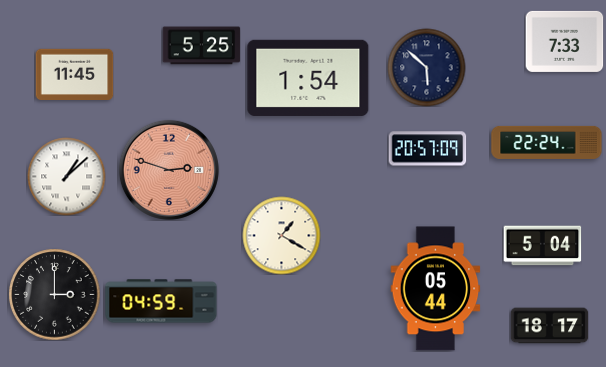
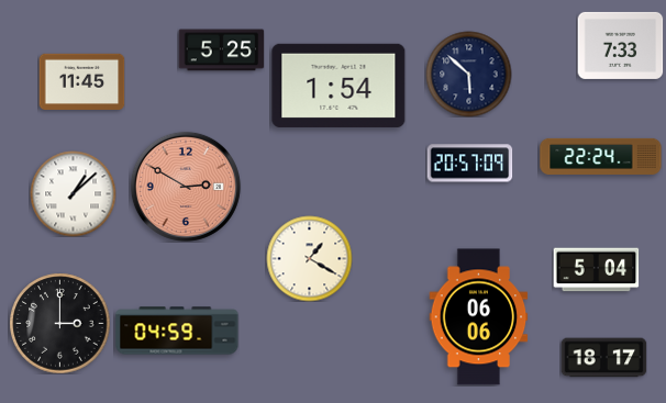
clock at (169, 170): 2:48 -> 2:50
clock at (436, 289): 05:44 -> 06:06
